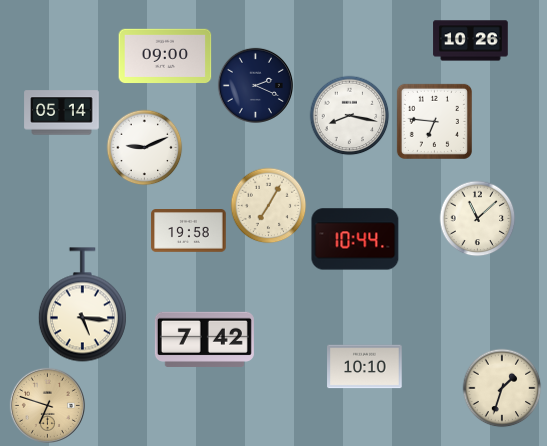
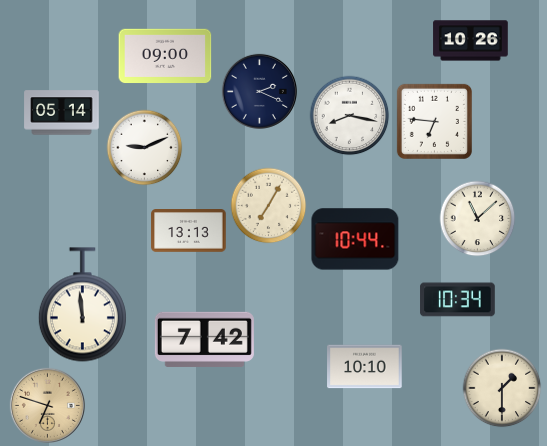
clock at (255, 85) position: (255, 85) -> (259, 91)
clock at (189, 231): 19:58 -> 13:13
clock at (458, 300): none -> 10:34
clock at (82, 305): 5:16 -> 11:59
clock at (502, 388): 1:33 -> 1:30
